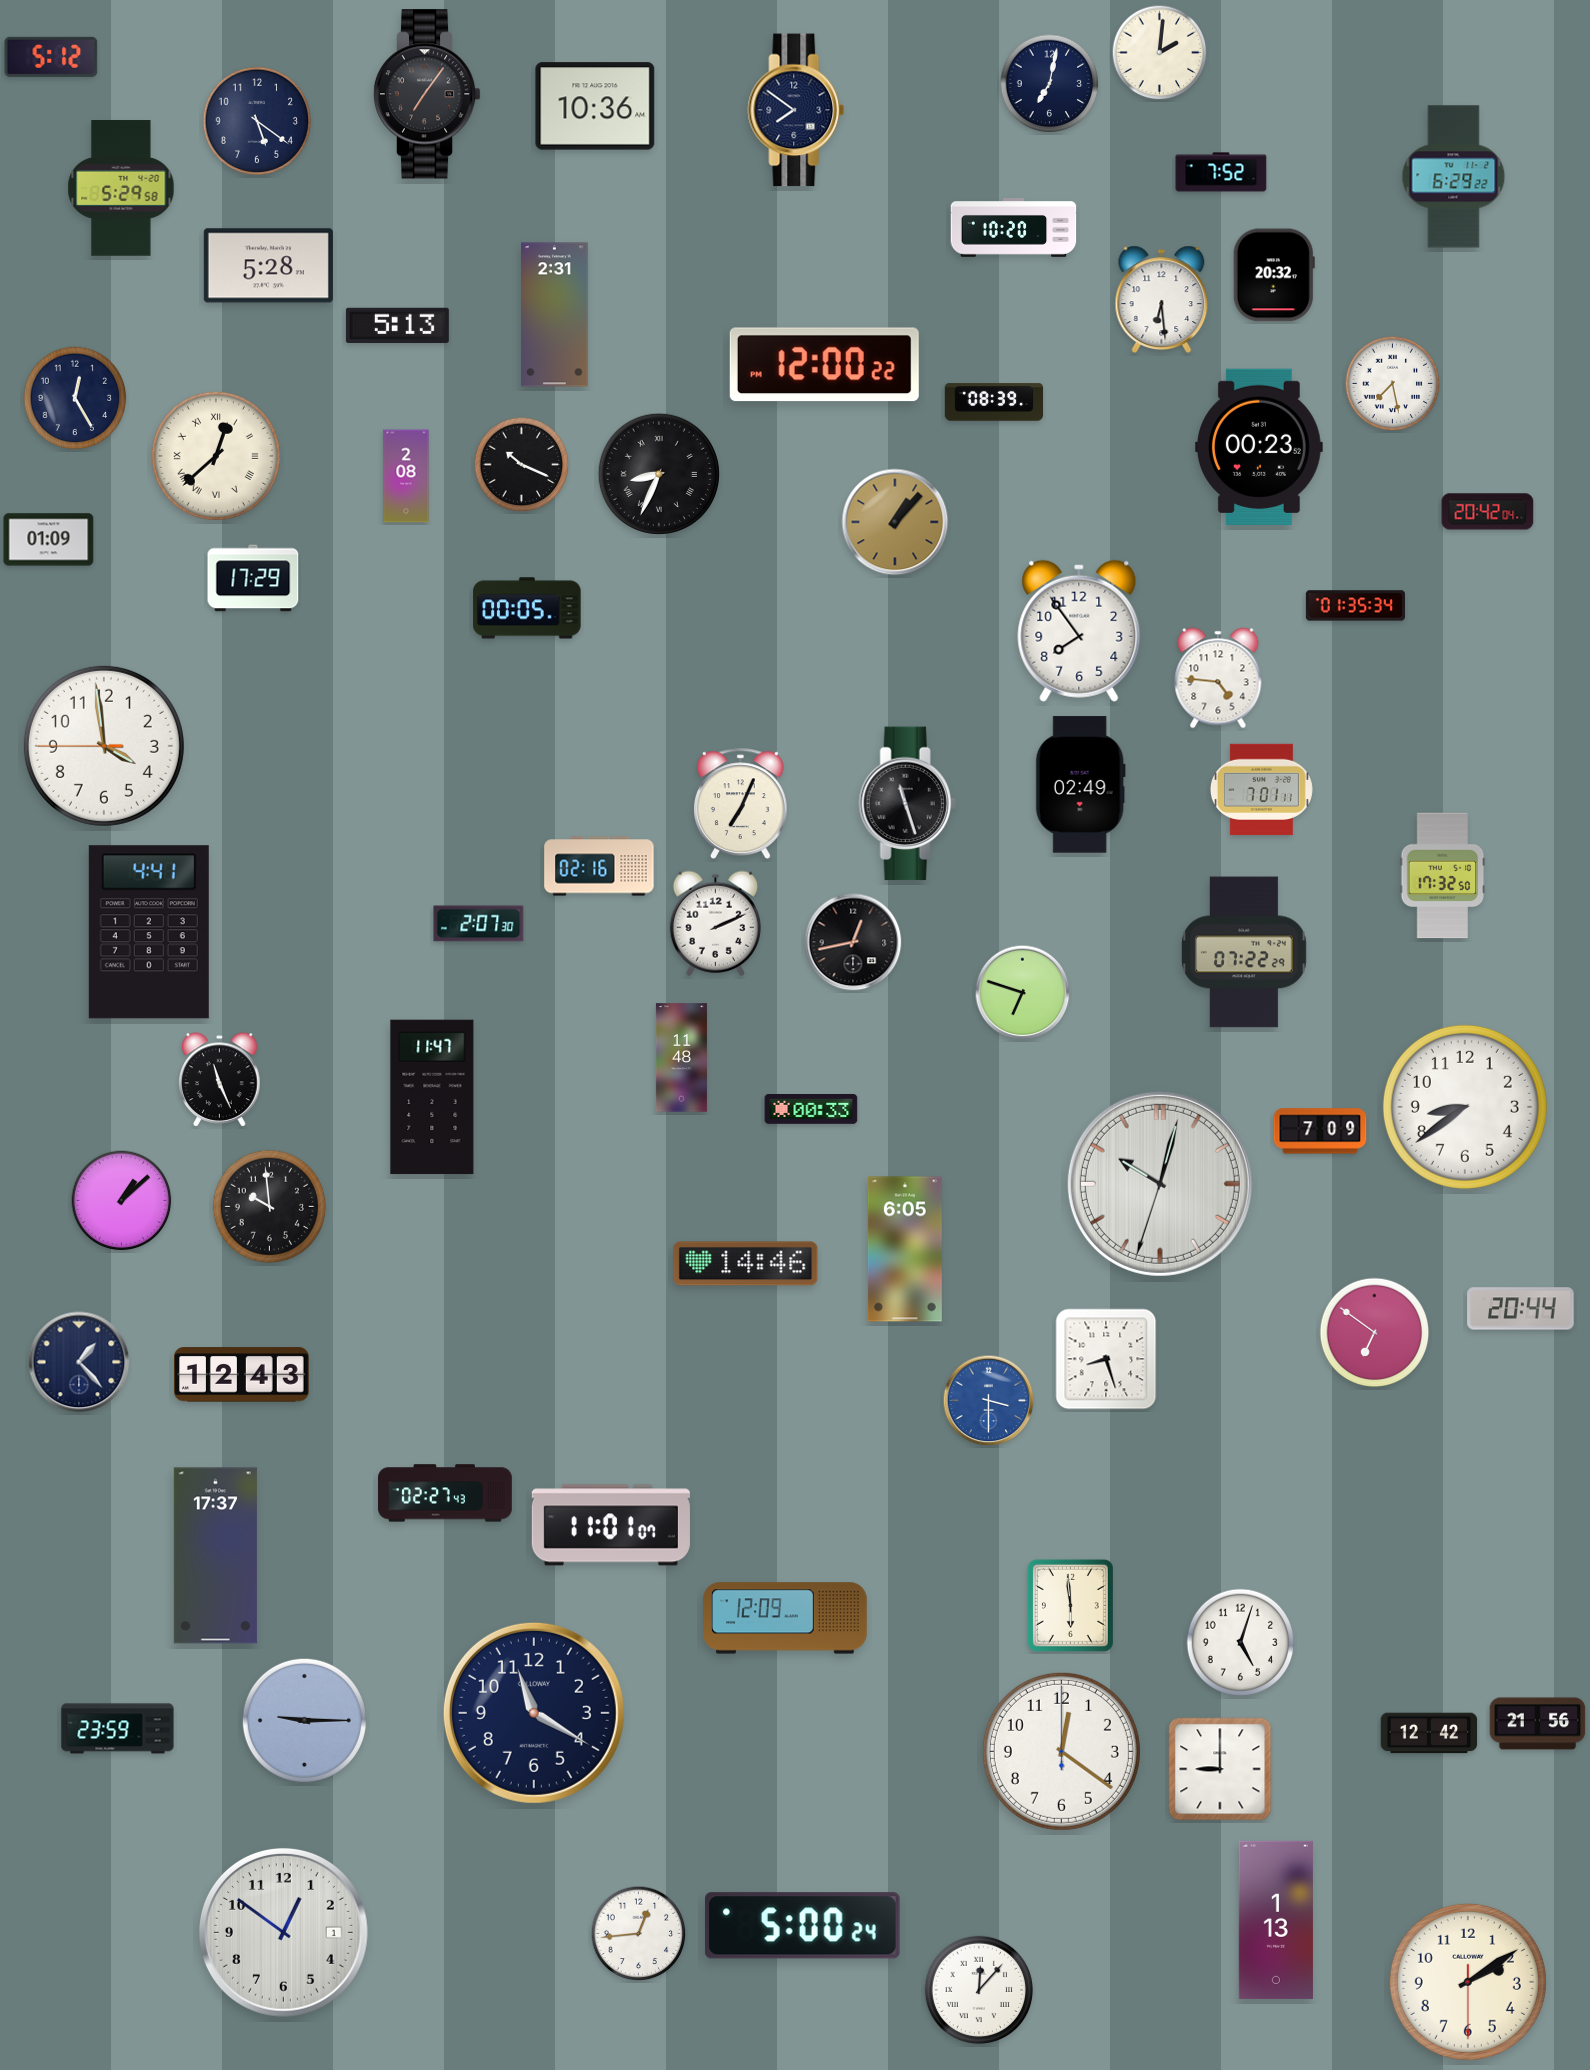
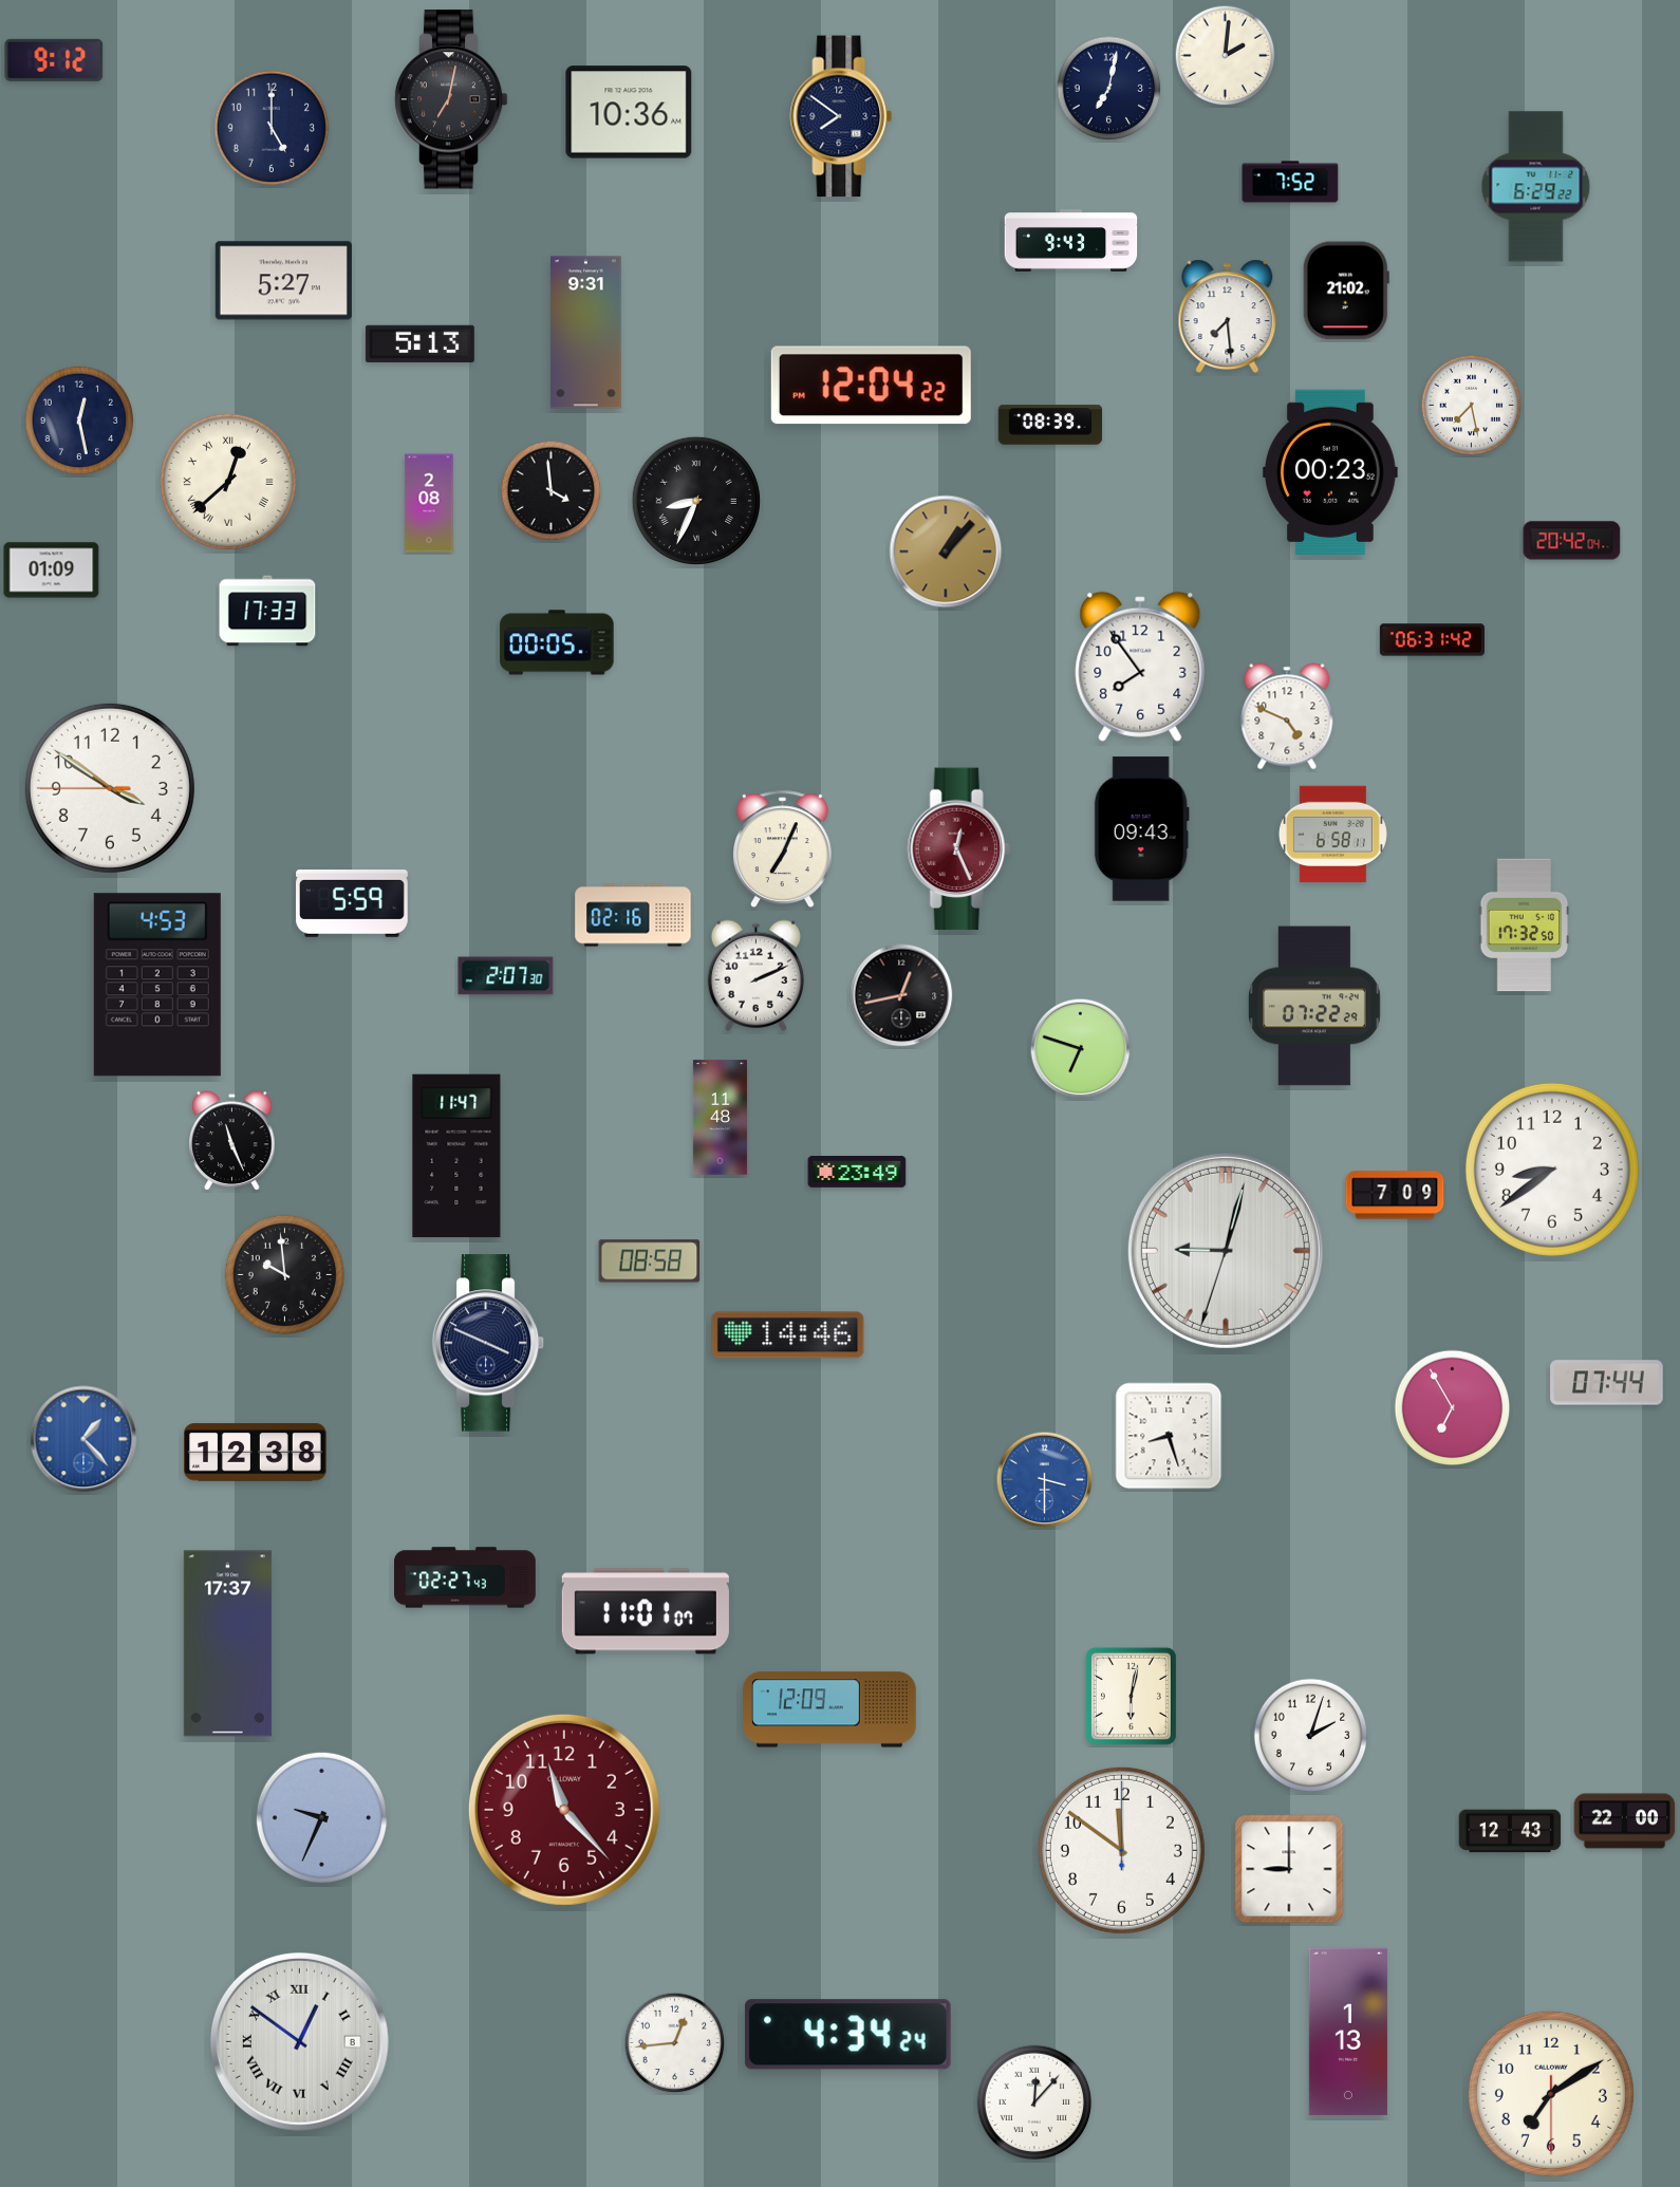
clock at (51, 57): 5:12 -> 9:12
clock at (427, 94): 7:06 -> 7:02
clock at (257, 121): 5:21 -> 5:00
clock at (121, 188): 5:29 -> none
clock at (1014, 228): 10:20 -> 9:43
clock at (268, 266): 5:28 -> 5:27
clock at (1274, 275): 20:32 -> 21:02
clock at (1162, 299): 6:29 -> 7:29
clock at (555, 315): 2:31 -> 9:31
clock at (824, 365): 12:00 -> 12:04
clock at (75, 398): 12:25 -> 12:28
clock at (522, 465): 10:19 -> 3:59
clock at (253, 578): 17:29 -> 17:33
clock at (1355, 606): 01:35 -> 06:31
clock at (1218, 678): 4:46 -> 4:49
clock at (104, 746): 3:58 -> 3:50
clock at (1080, 785): 02:49 -> 09:43
clock at (1261, 790): 7:01 -> 6:58
clock at (907, 804): 11:27 -> 12:26
clock at (907, 804) dial: black -> burgundy
clock at (352, 904): none -> 5:59
clock at (149, 932): 4:41 -> 4:53
clock at (432, 1097) position: (432, 1097) -> (456, 1156)
clock at (1465, 1107) position: (1465, 1107) -> (1552, 1170)
clock at (811, 1110): 00:33 -> 23:49
clock at (1160, 1184): 10:02 -> 9:02
clock at (650, 1261): none -> 08:58
clock at (122, 1201): 1:08 -> none
clock at (905, 1249): 6:05 -> none
clock at (488, 1343): none -> 3:49
clock at (1521, 1309): 20:44 -> 07:44
clock at (1375, 1333): 6:51 -> 6:55
clock at (79, 1362) dial: navy -> blue
clock at (242, 1375): 12:43 -> 12:38
clock at (446, 1493) position: (446, 1493) -> (466, 1577)
clock at (1070, 1605): 5:59 -> 6:02
clock at (1241, 1643): 5:03 -> 2:03
clock at (534, 1713): 11:20 -> 11:23
clock at (534, 1713) dial: navy -> burgundy
clock at (304, 1720): 9:15 -> 9:34
clock at (1538, 1724): 21:56 -> 22:00
clock at (118, 1729): 23:59 -> none
clock at (1429, 1733): 12:42 -> 12:43
clock at (1061, 1751): 12:21 -> 11:51
clock at (1276, 1920) position: (1276, 1920) -> (1348, 2032)
clock at (802, 1926): 5:00 -> 4:34
clock at (283, 1932) date: 1 -> 8
clock at (283, 1932) numerals: Arabic -> Roman
clock at (1468, 1982): 2:09 -> 7:09
